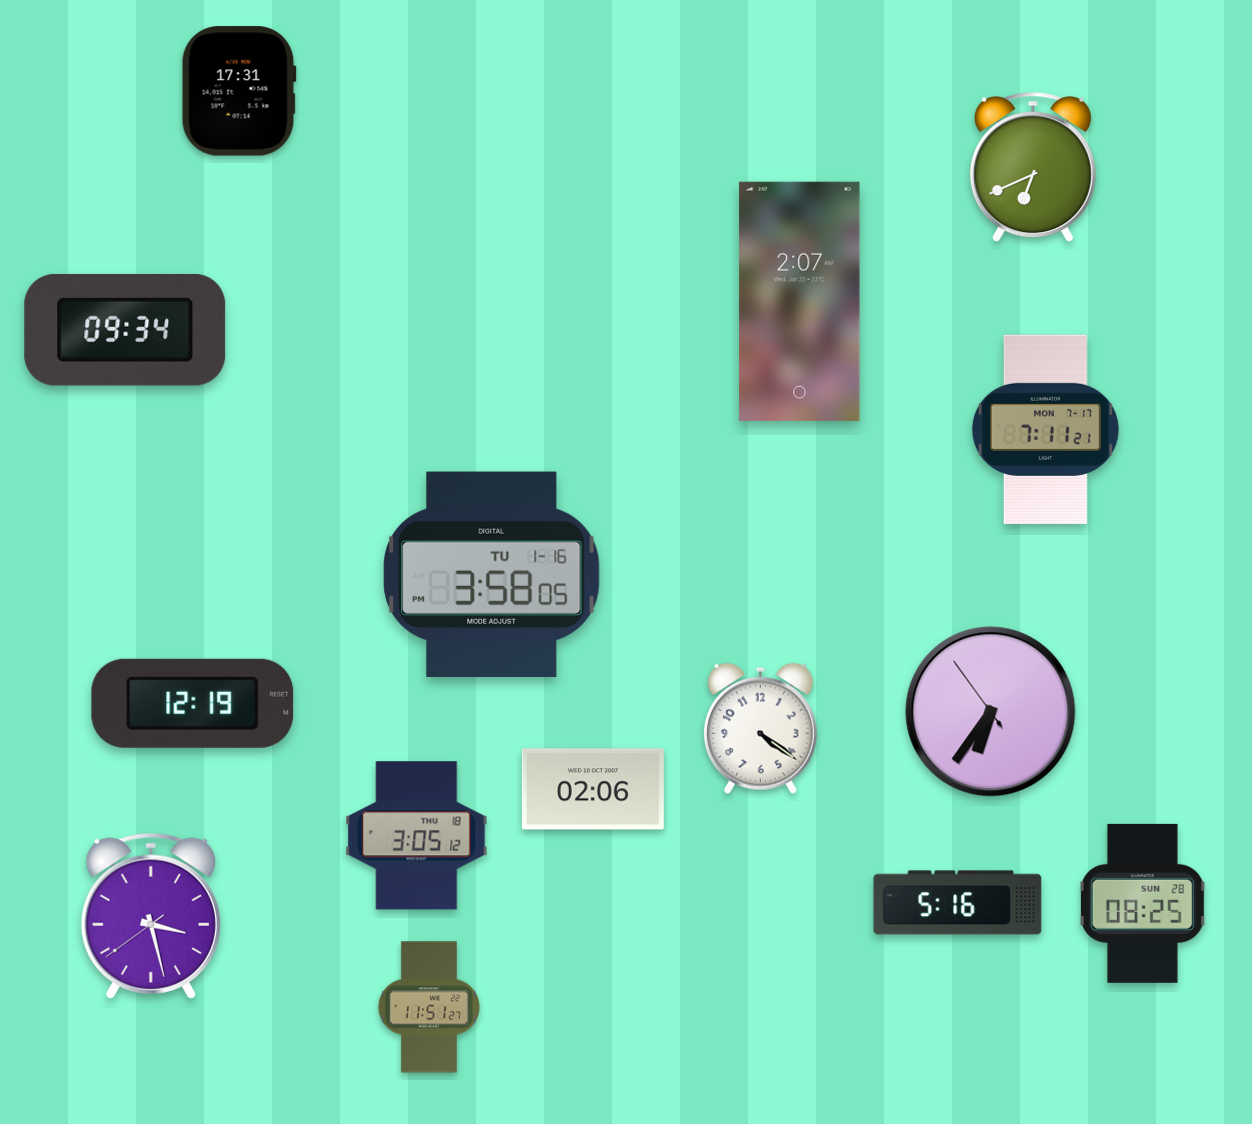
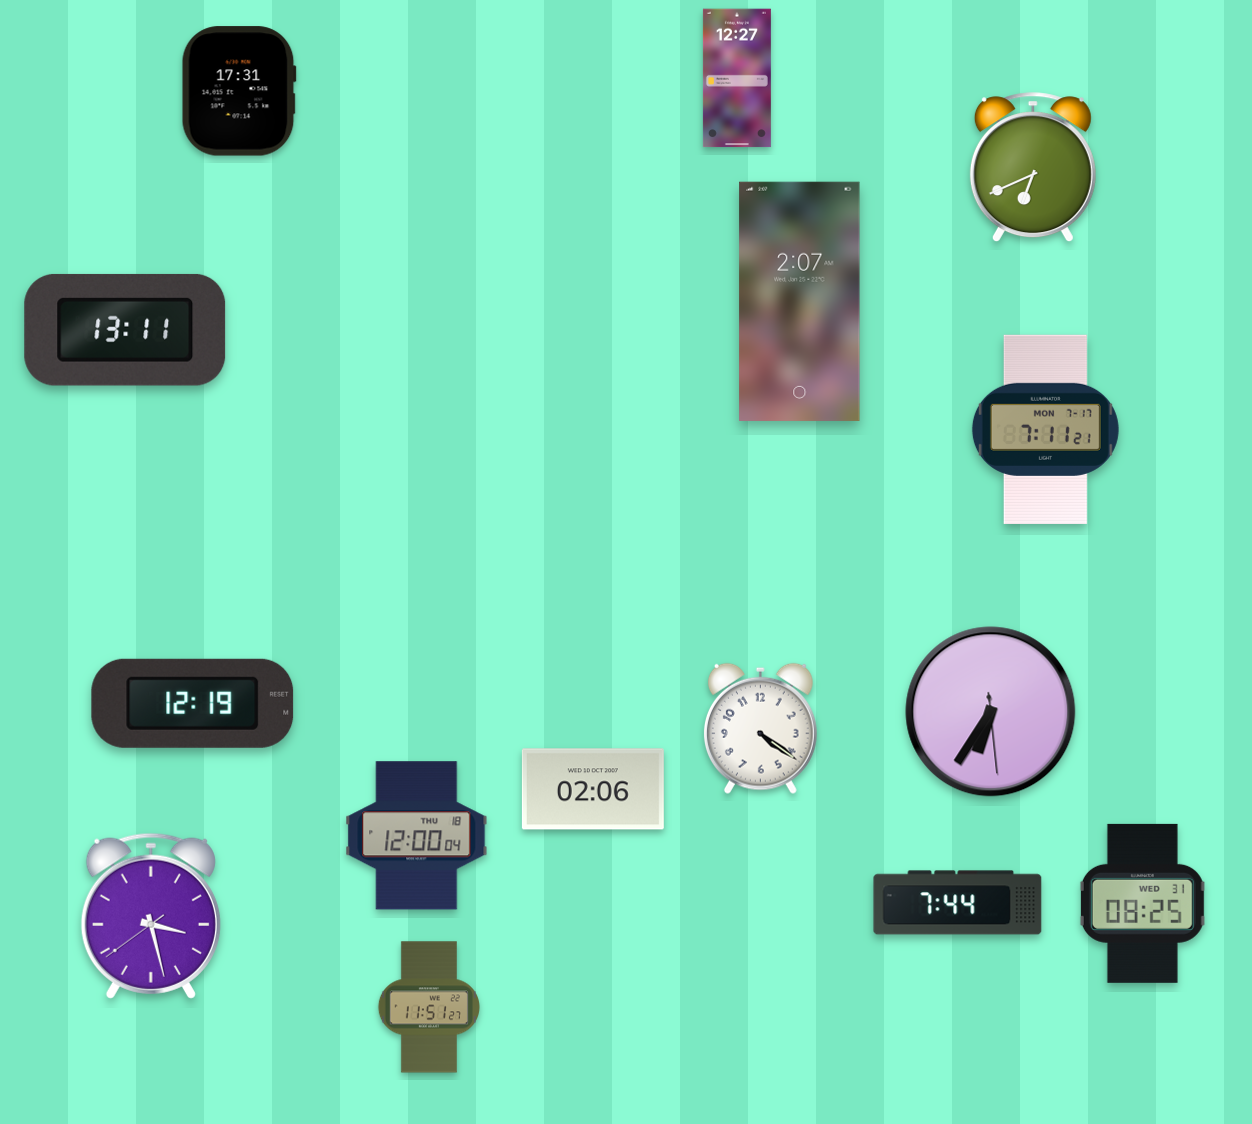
clock at (737, 78): none -> 12:27
clock at (125, 330): 09:34 -> 13:11
clock at (492, 574): 3:58 -> none
clock at (991, 712): 6:35:54 -> 6:35:29
clock at (417, 836): 3:05 -> 12:00
clock at (958, 903): 5:16 -> 7:44
clock at (1142, 903) date: SUN 28 -> WED 31
